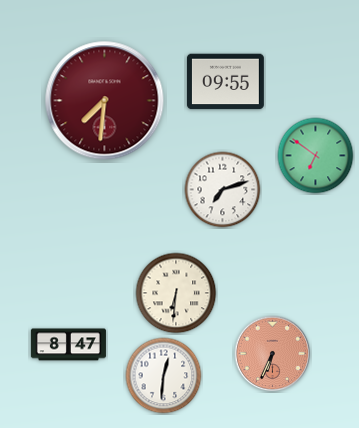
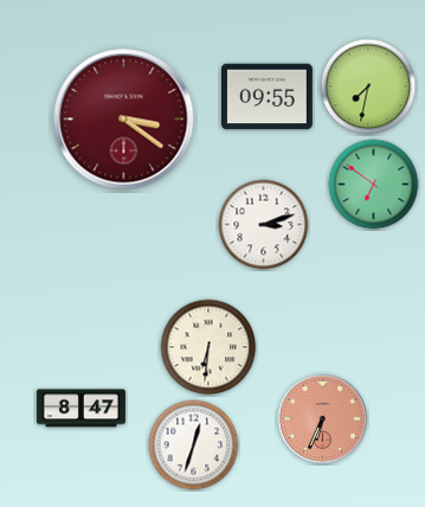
clock at (368, 86): none -> 7:32
clock at (105, 101): 7:31 -> 3:21
clock at (223, 190): 7:12 -> 3:12
clock at (164, 376): 12:31 -> 12:33
